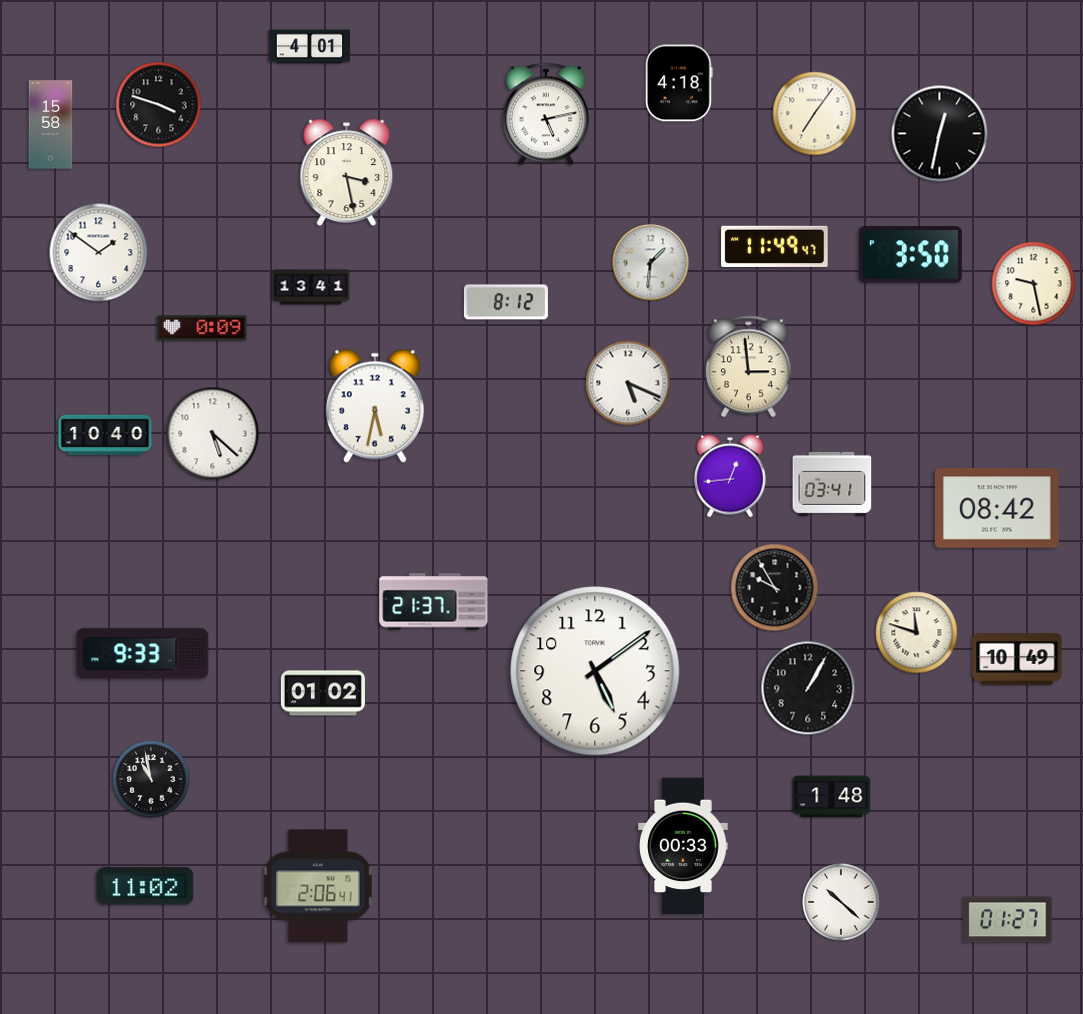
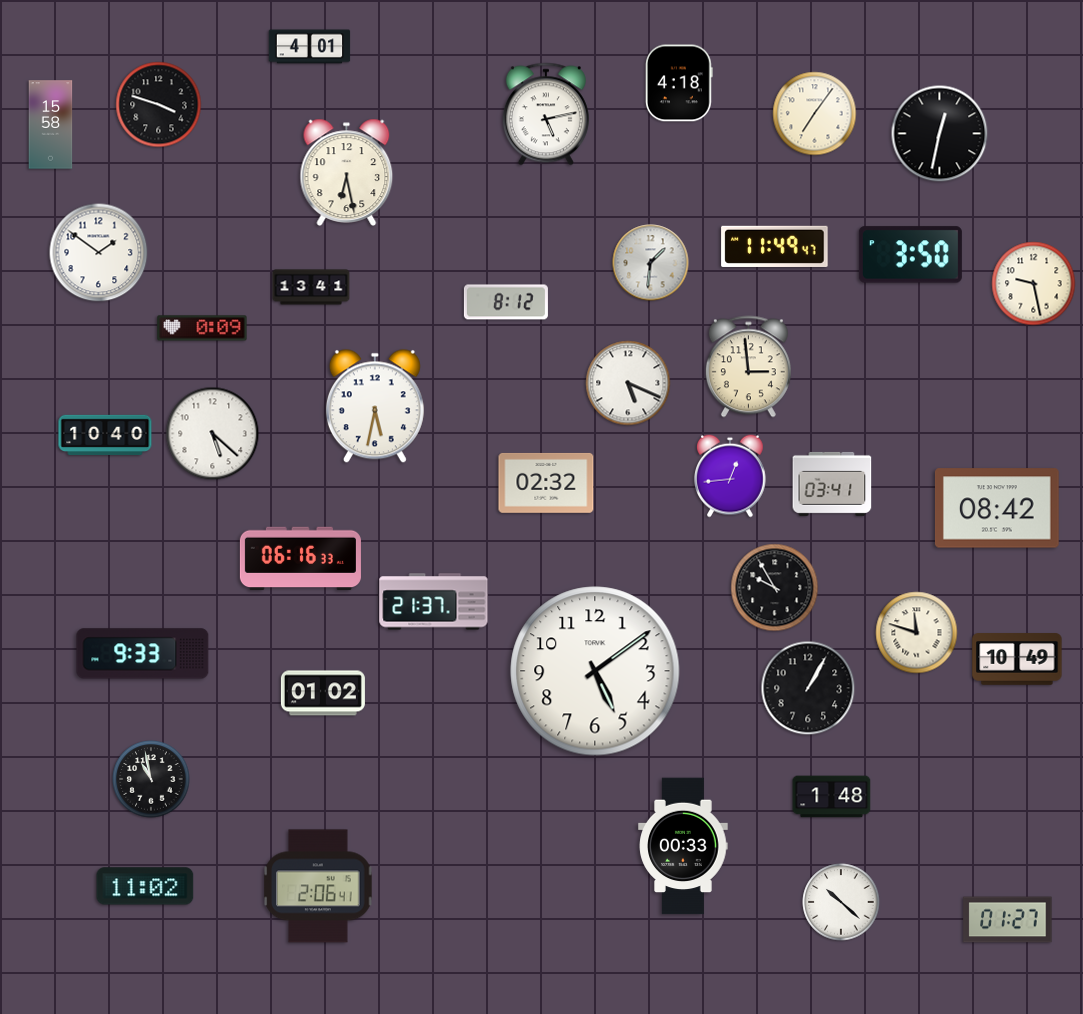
clock at (347, 172): 3:28 -> 6:28
clock at (546, 483): none -> 02:32
clock at (300, 559): none -> 06:16
